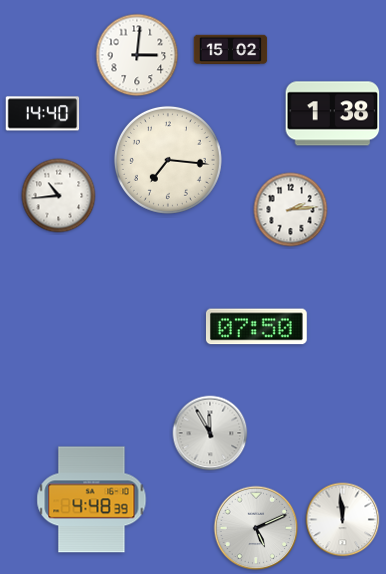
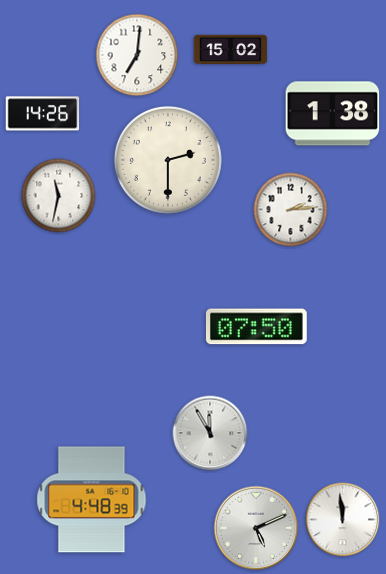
clock at (137, 55): 3:01 -> 7:01
clock at (43, 114): 14:40 -> 14:26
clock at (168, 160): 7:16 -> 2:30
clock at (59, 196): 10:44 -> 11:32
